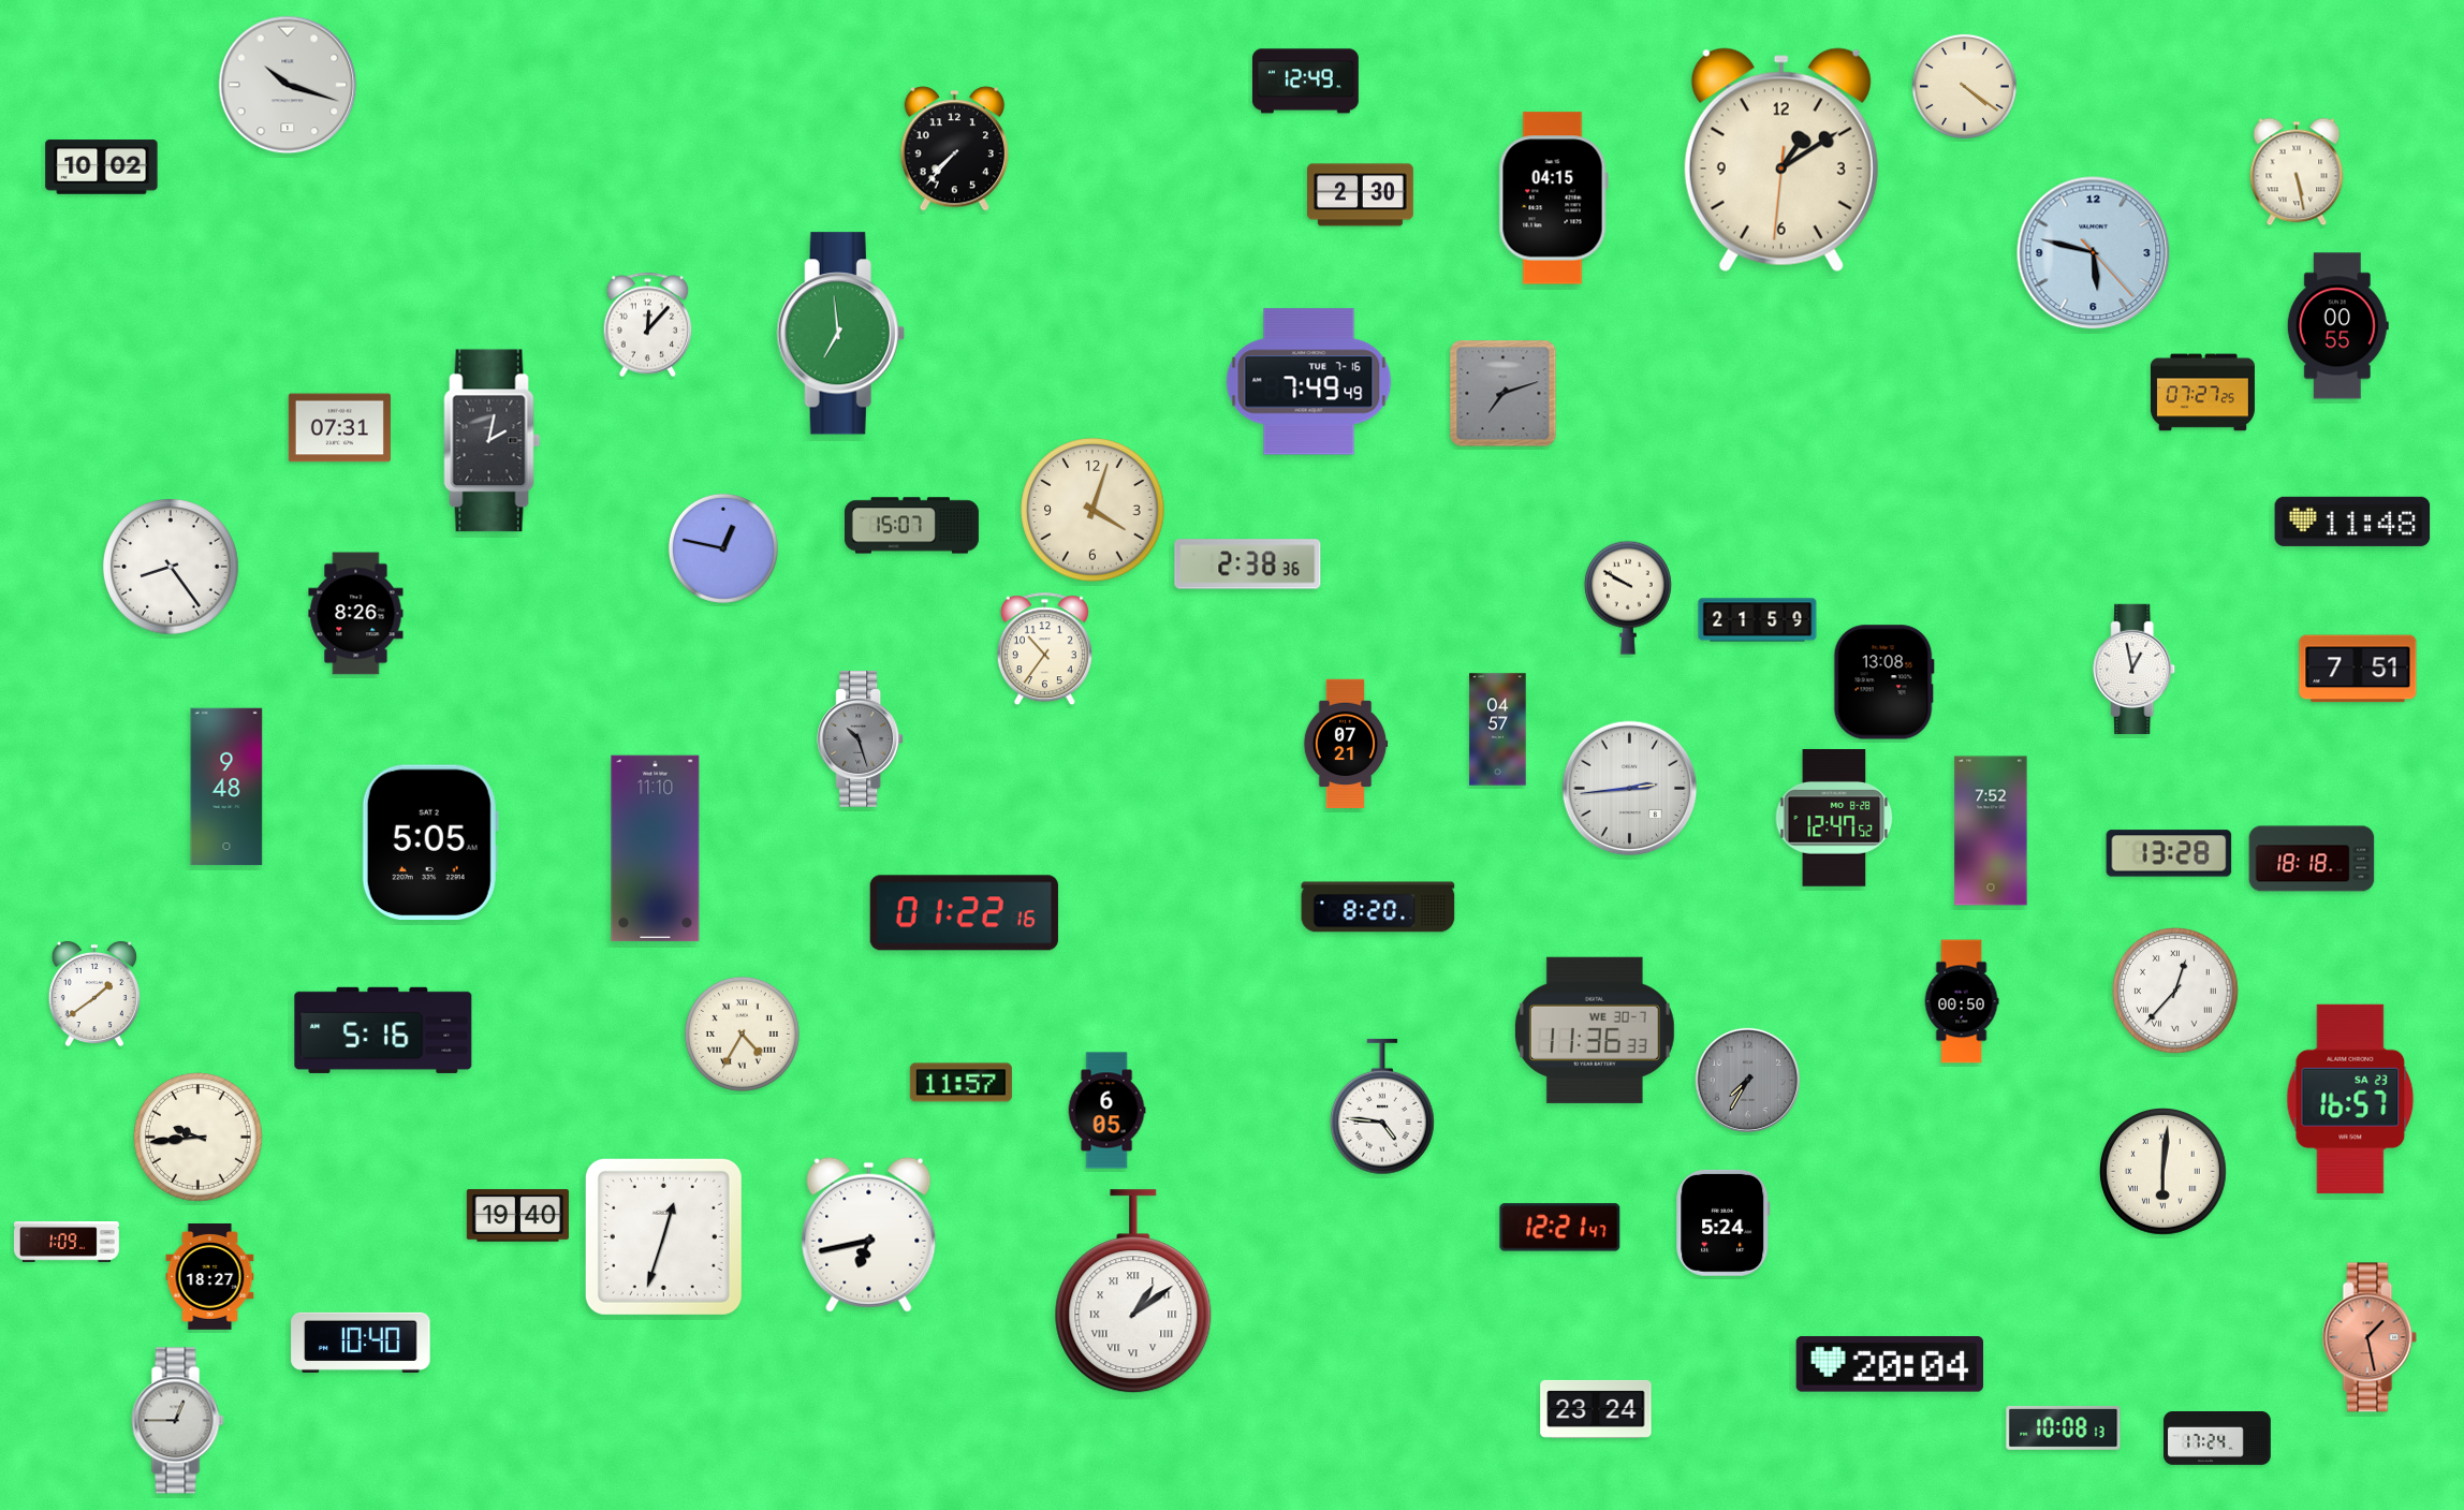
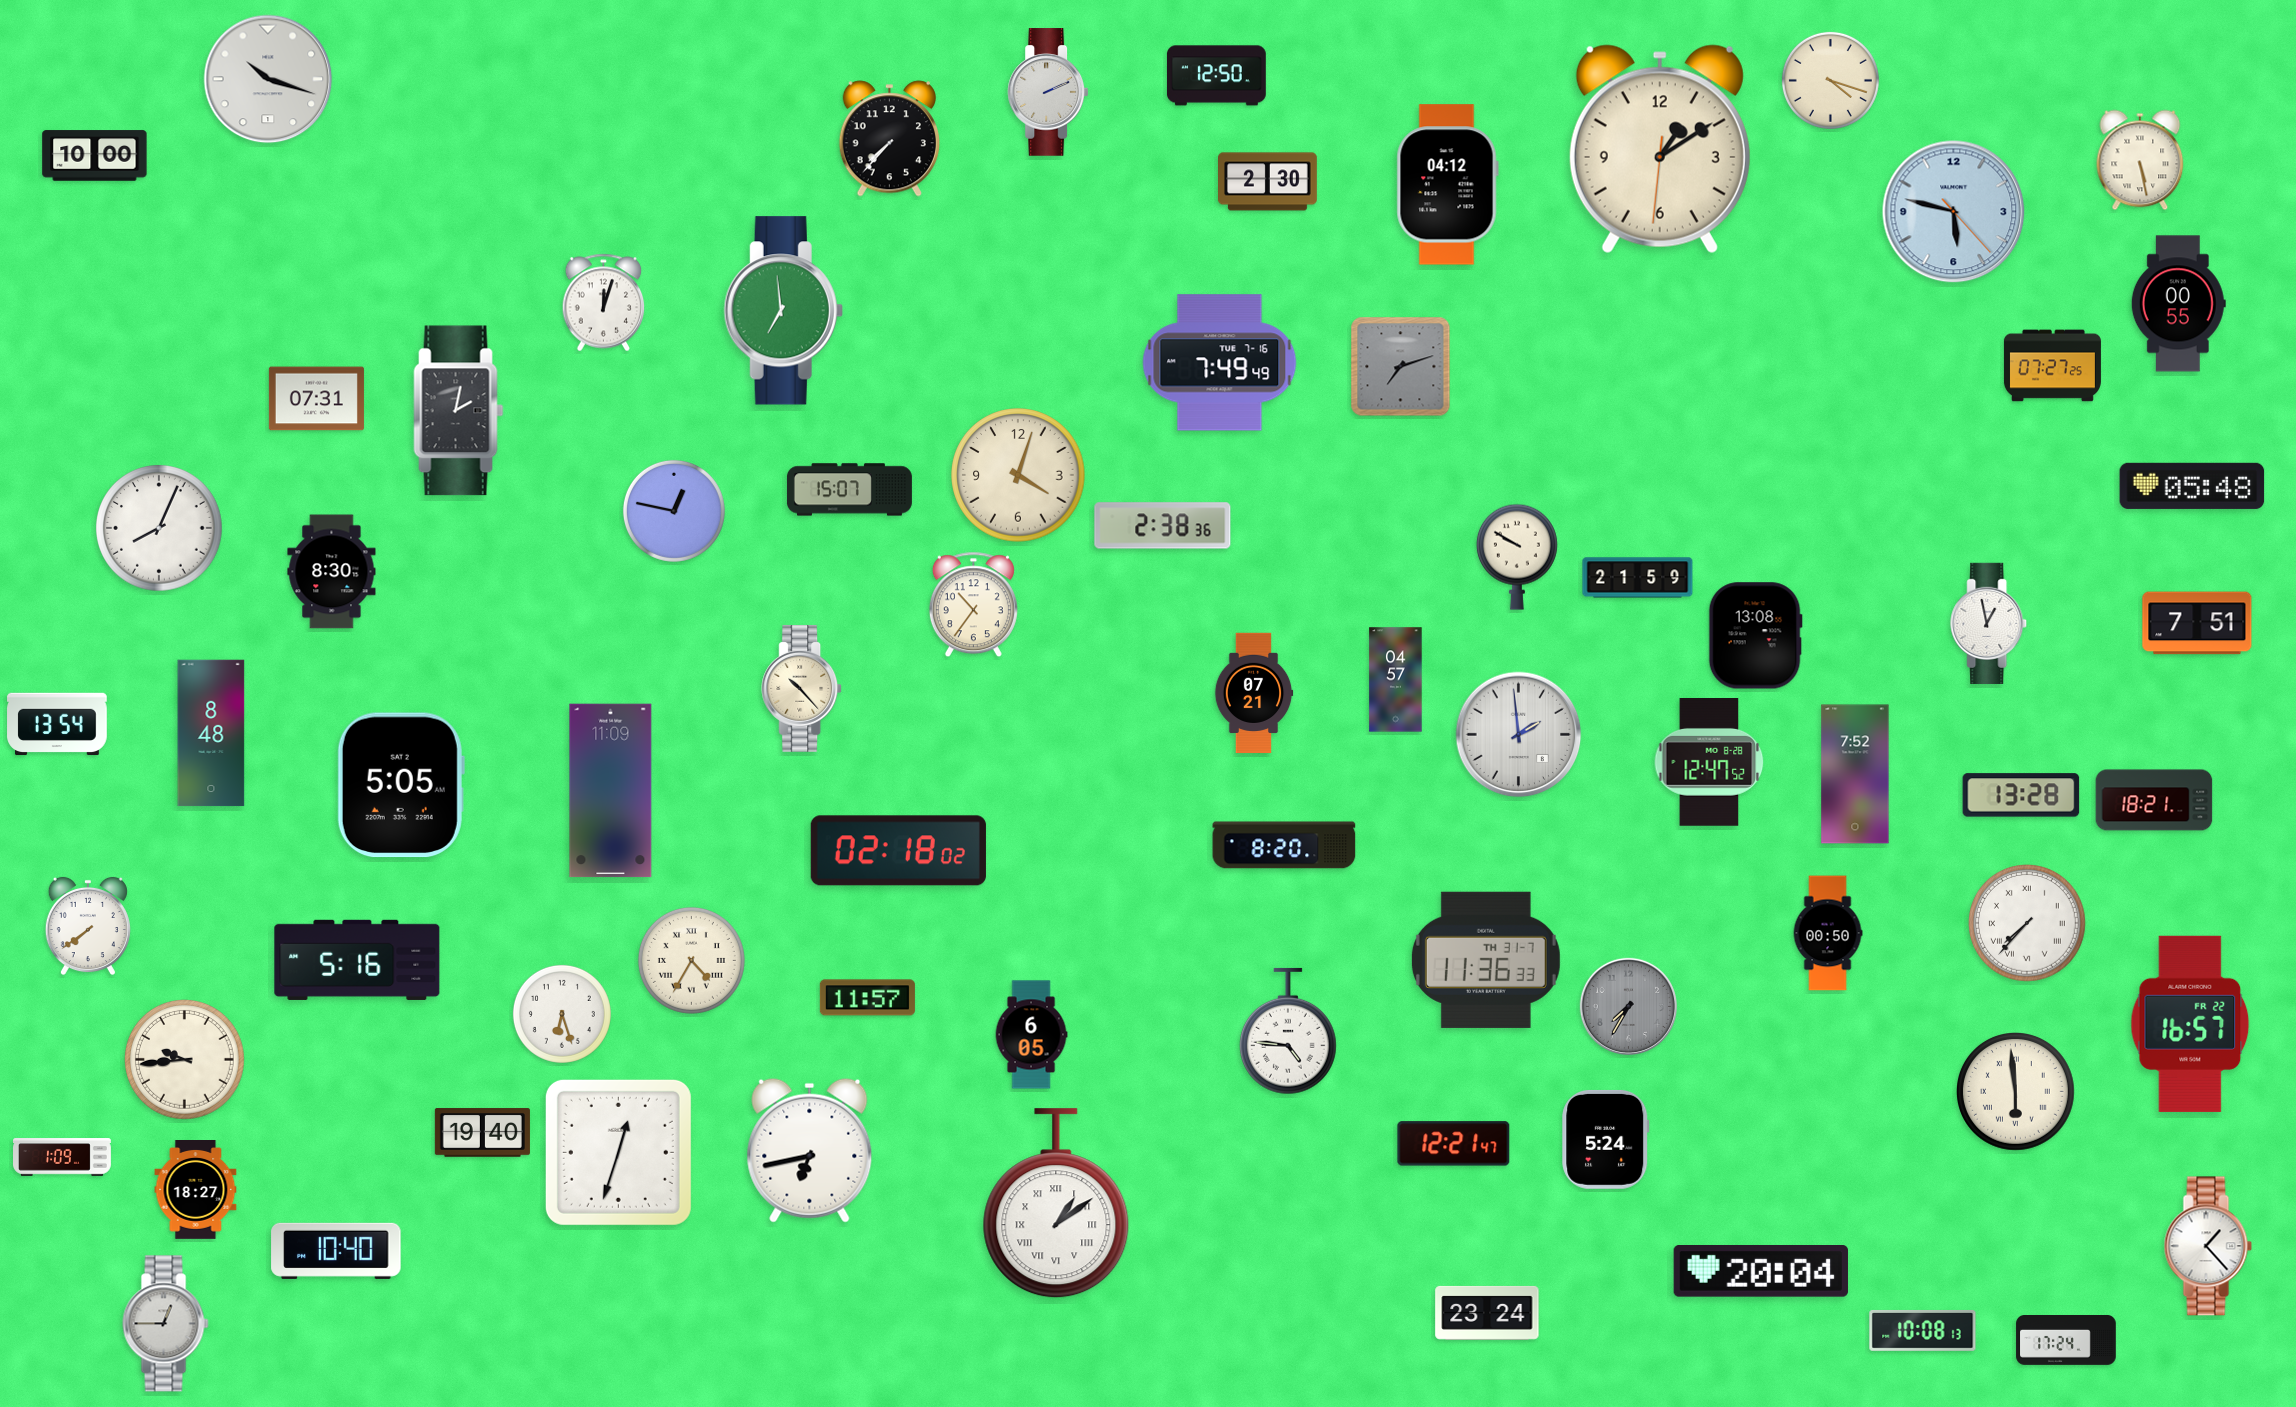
clock at (1305, 82): 12:49 -> 12:50
clock at (1964, 86): 4:21 -> 4:18
clock at (1048, 92): none -> 2:11
clock at (102, 167): 10:02 -> 10:00
clock at (1553, 199): 04:15 -> 04:12
clock at (2094, 253) position: (2094, 253) -> (1954, 212)
clock at (648, 325): 12:07 -> 12:03
clock at (1309, 382) position: (1309, 382) -> (1220, 363)
clock at (2352, 522): 11:48 -> 05:48
clock at (171, 567): 8:24 -> 8:04
clock at (356, 614): 8:26 -> 8:30
clock at (861, 739): 10:27 -> 10:23
clock at (861, 739) dial: grey -> cream
clock at (57, 724): none -> 13:54
clock at (226, 787): 9:48 -> 8:48
clock at (1630, 789): 2:44 -> 1:59
clock at (656, 849): 11:10 -> 11:09
clock at (2312, 859): 18:18 -> 18:21
clock at (964, 913): 01:22 -> 02:18
clock at (2176, 992): 12:37 -> 7:37
clock at (94, 994): 1:39 -> 7:39
clock at (1595, 1030) date: WE 30-7 -> TH 31-7
clock at (742, 1033) position: (742, 1033) -> (691, 960)
clock at (960, 1083) position: (960, 1083) -> (867, 998)
clock at (562, 1014): none -> 6:27
clock at (2350, 1099) date: SA 23 -> FR 22
clock at (2164, 1172): 6:01 -> 5:59
clock at (2370, 1337): 1:28 -> 1:23
clock at (2370, 1337) dial: salmon -> white
